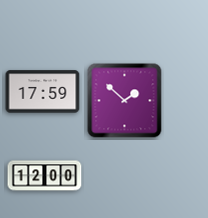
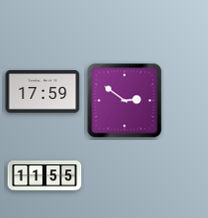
clock at (125, 101): 1:52 -> 2:51
clock at (45, 176): 12:00 -> 11:55
